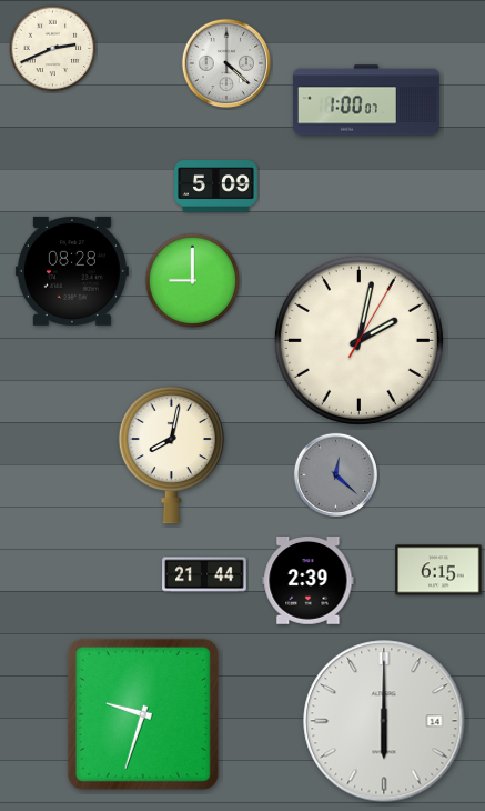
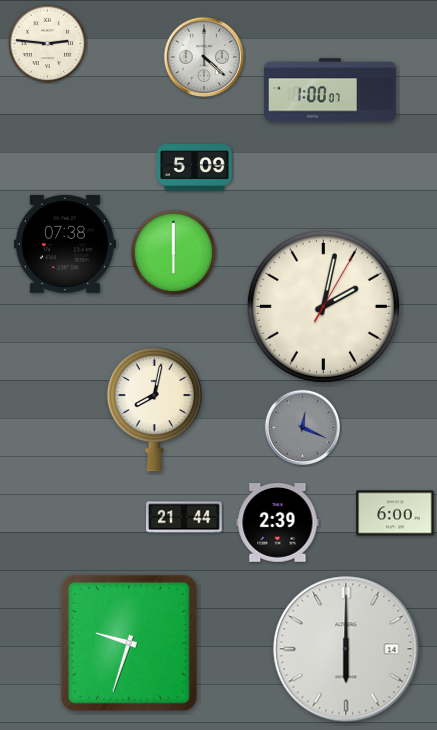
clock at (53, 49): 2:41 -> 2:46
clock at (72, 271): 08:28 -> 07:38
clock at (193, 281): 9:00 -> 6:00
clock at (335, 474): 12:22 -> 12:19
clock at (438, 570): 6:15 -> 6:00
